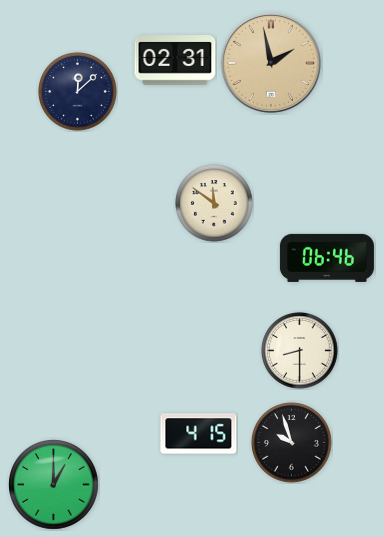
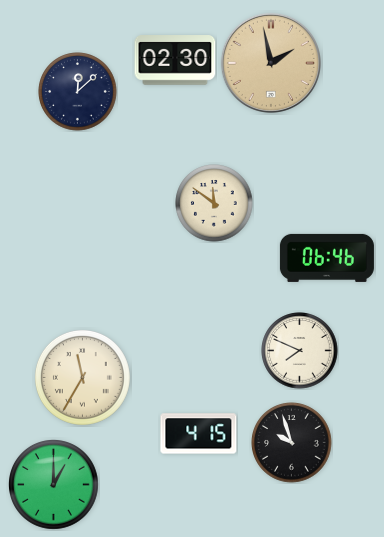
clock at (175, 60): 02:31 -> 02:30
clock at (300, 351): 8:30 -> 7:49
clock at (82, 377): none -> 11:35
